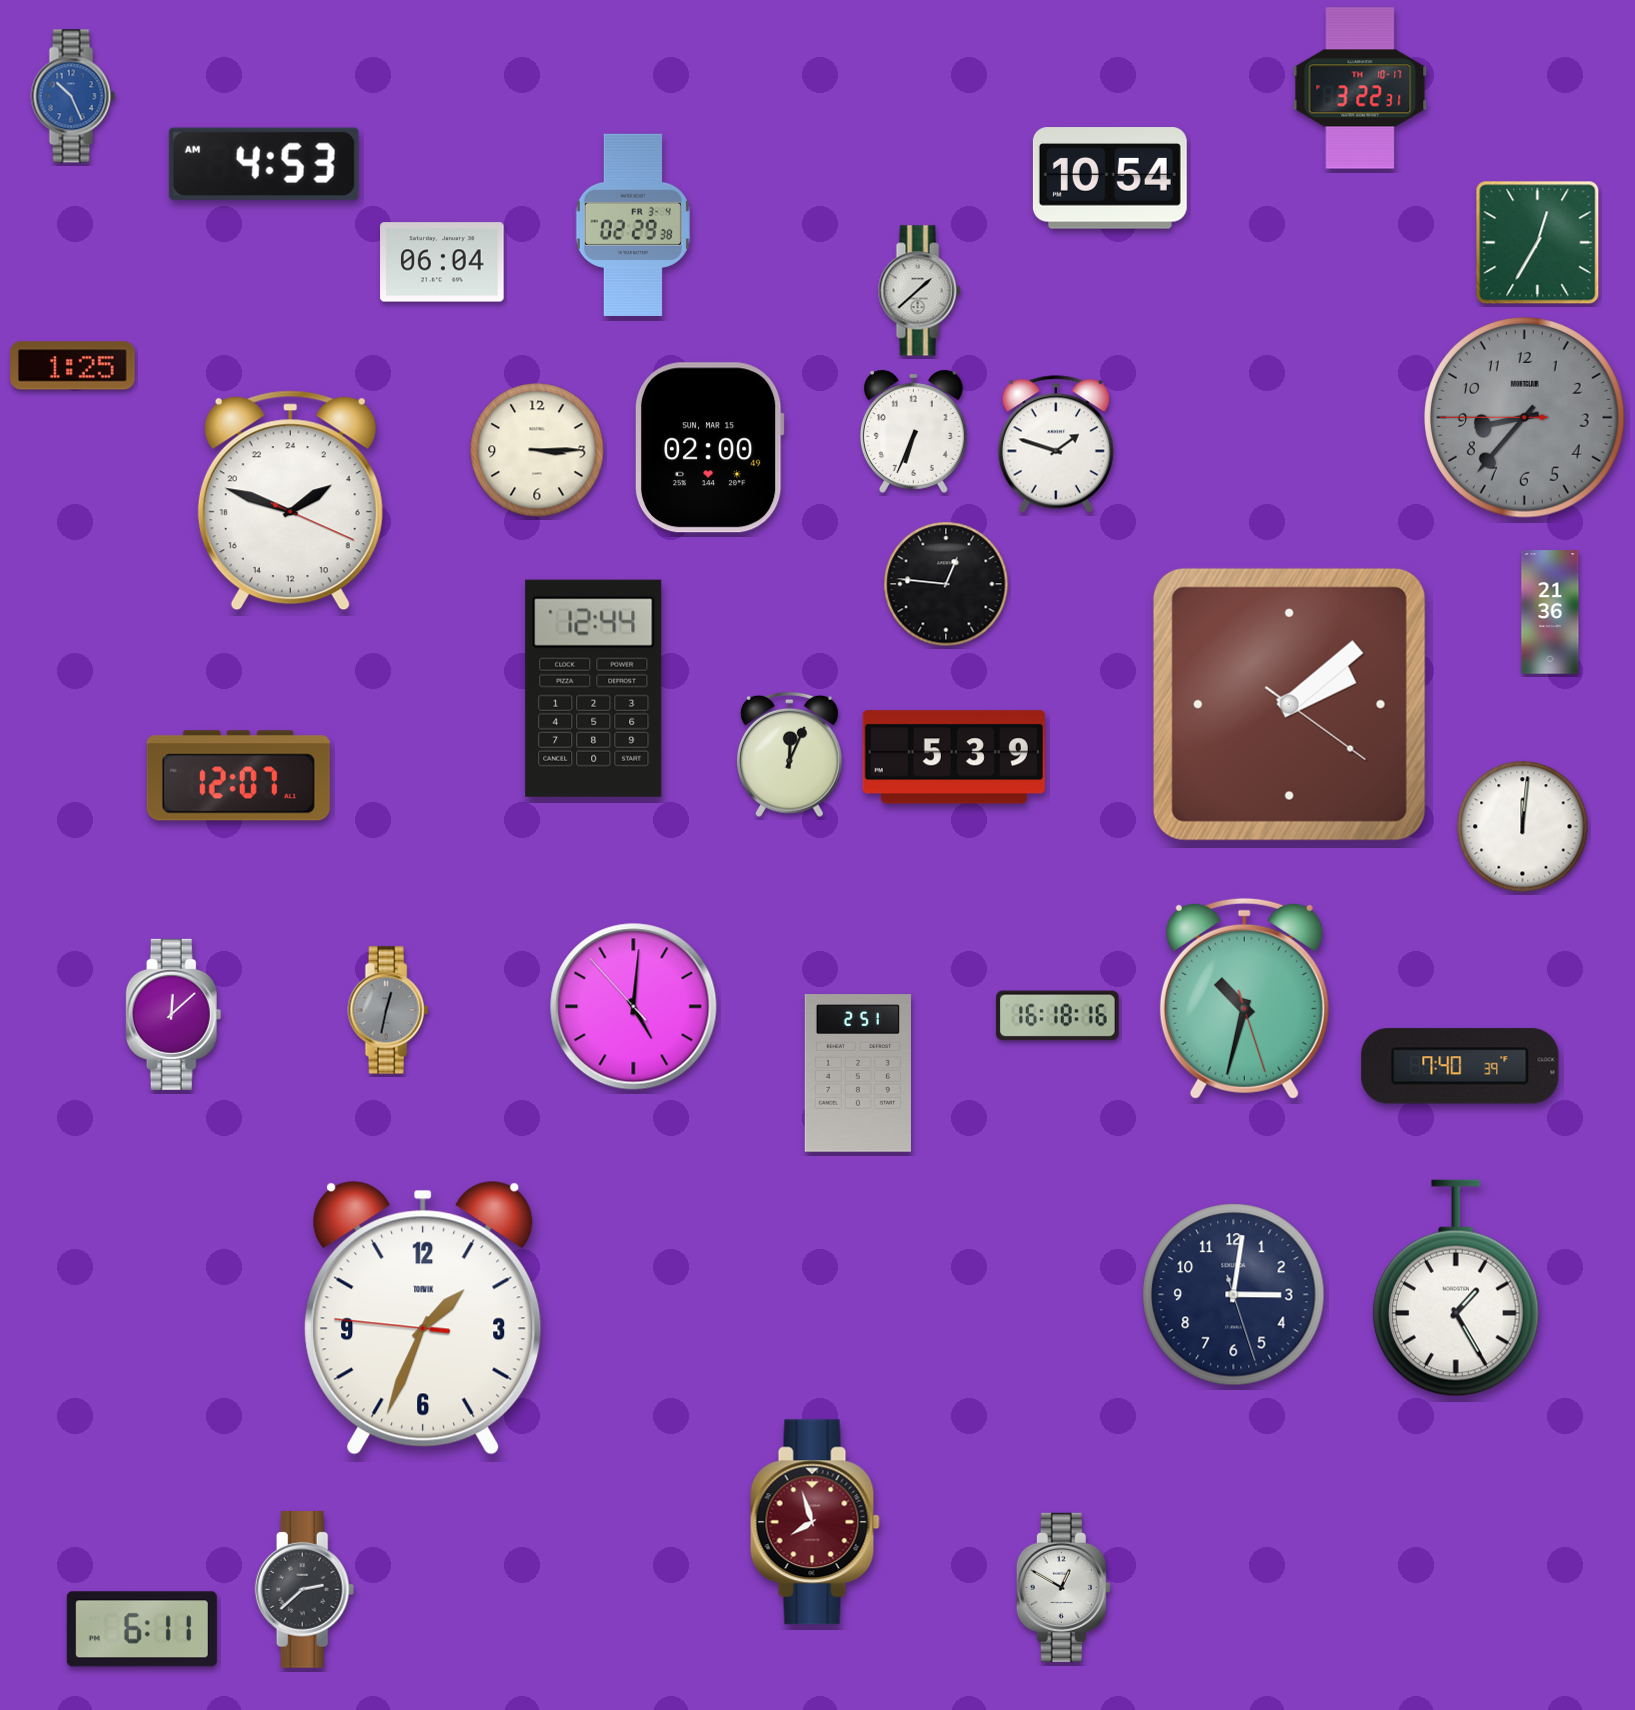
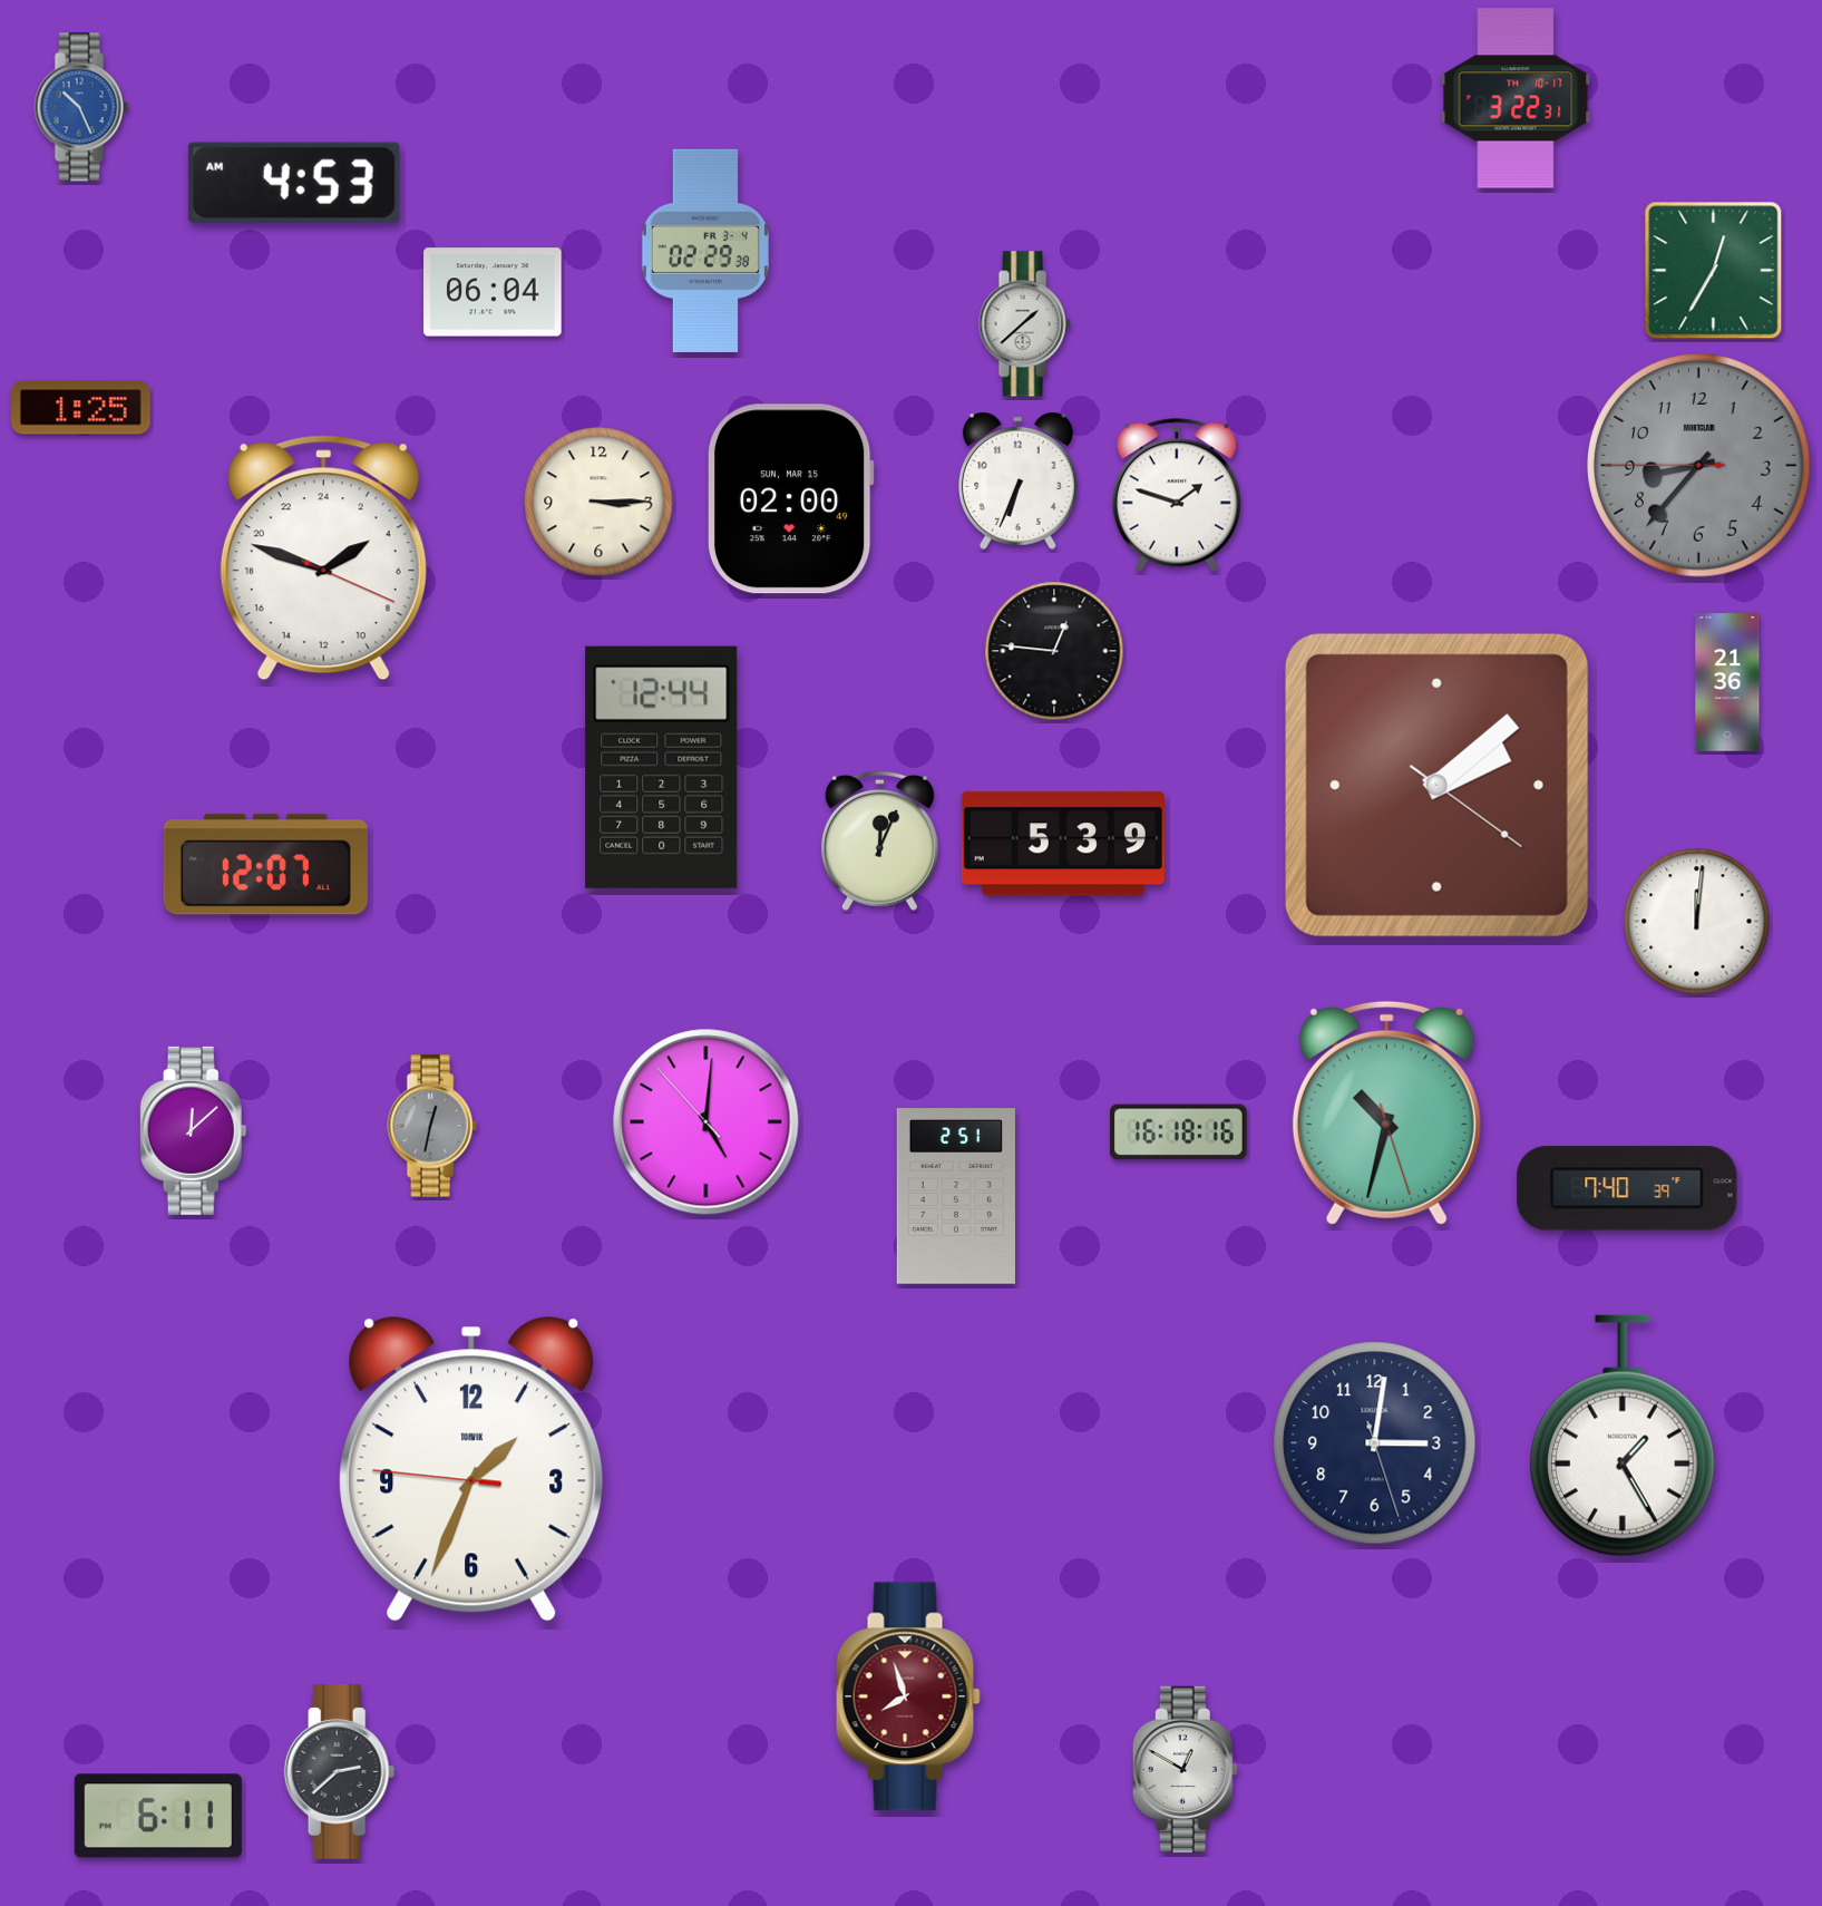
clock at (1110, 178): 10:54 -> none
